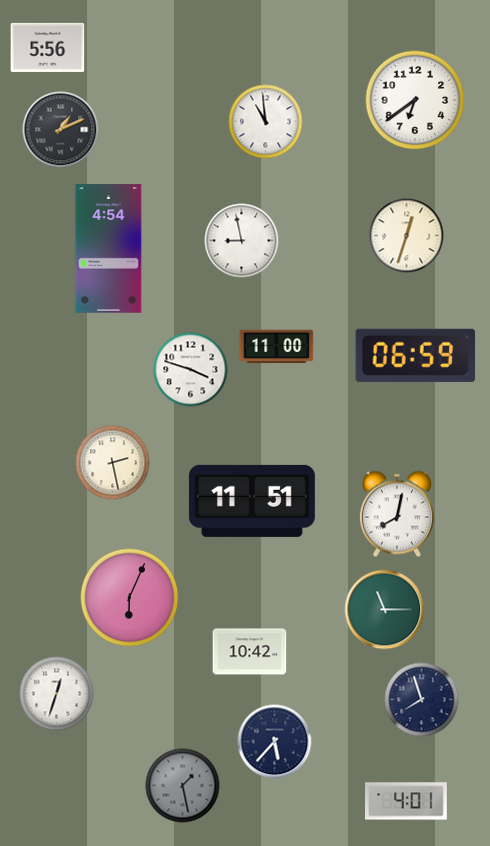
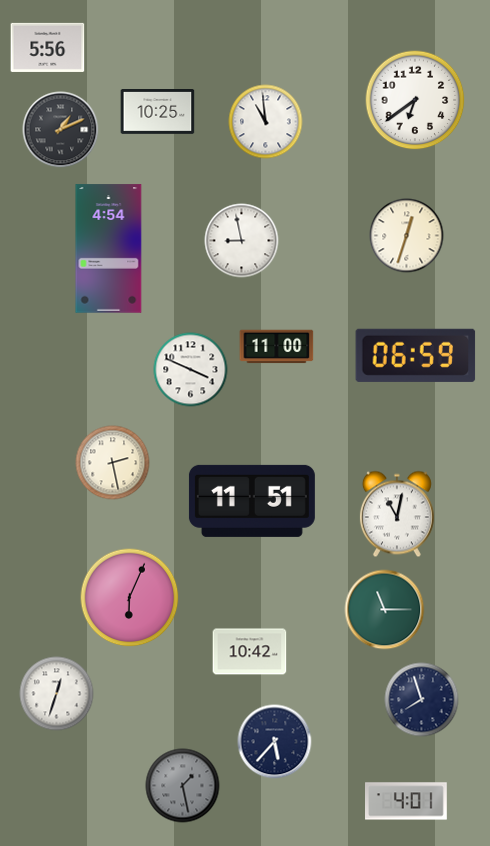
clock at (158, 112): none -> 10:25
clock at (191, 370): 3:48 -> 3:49
clock at (397, 514): 8:02 -> 11:02
